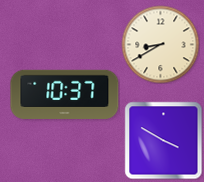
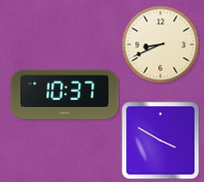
clock at (160, 44): 8:40 -> 8:41
clock at (163, 140) position: (163, 140) -> (160, 140)
